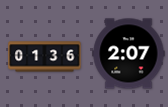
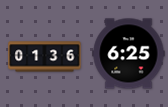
clock at (129, 54): 2:07 -> 6:25
